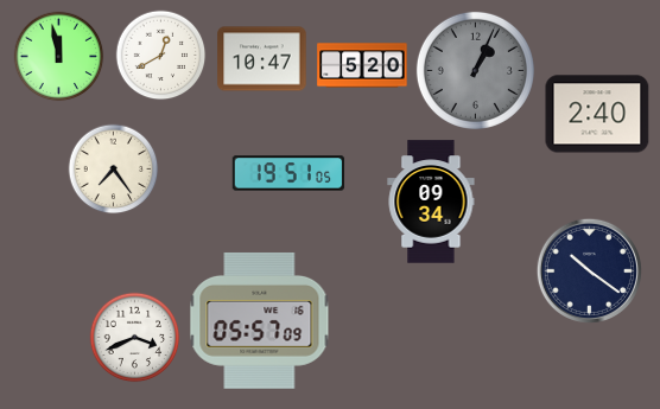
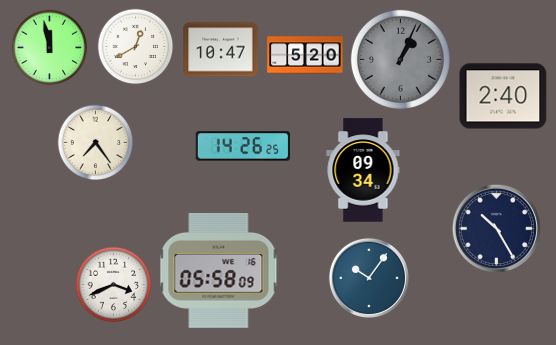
clock at (288, 173): 19:51 -> 14:26
clock at (589, 270): 10:21 -> 10:25
clock at (260, 321): 05:57 -> 05:58
clock at (369, 278): none -> 10:06
